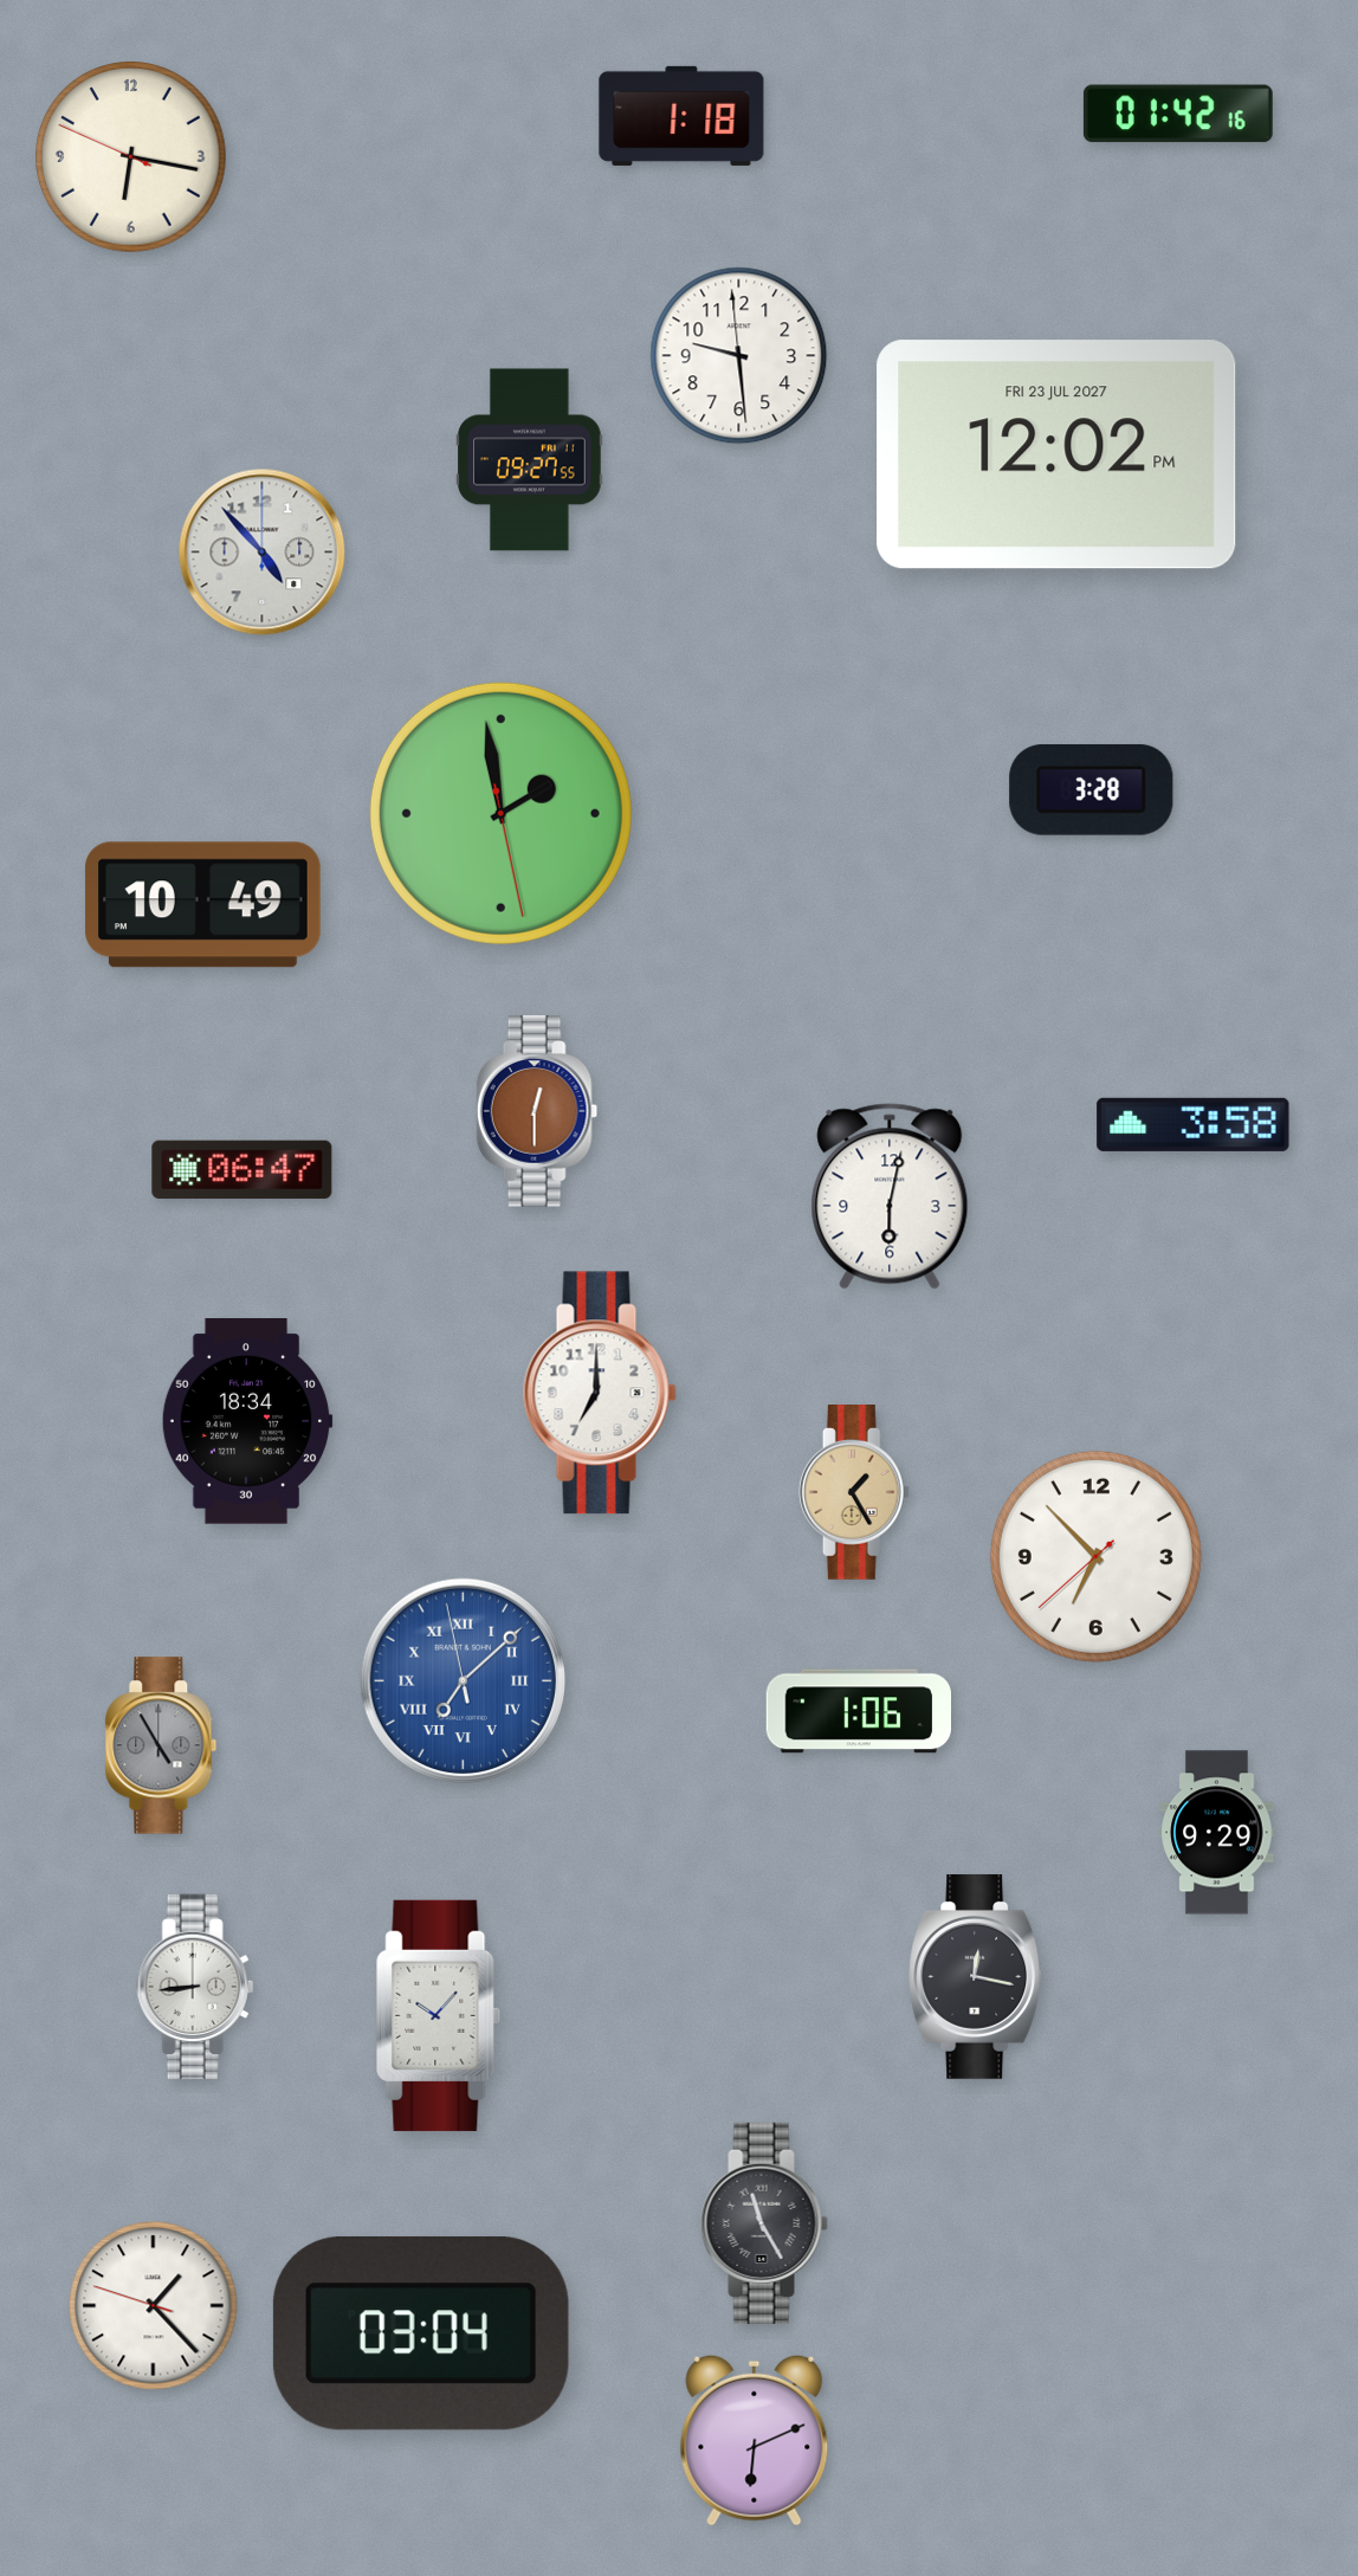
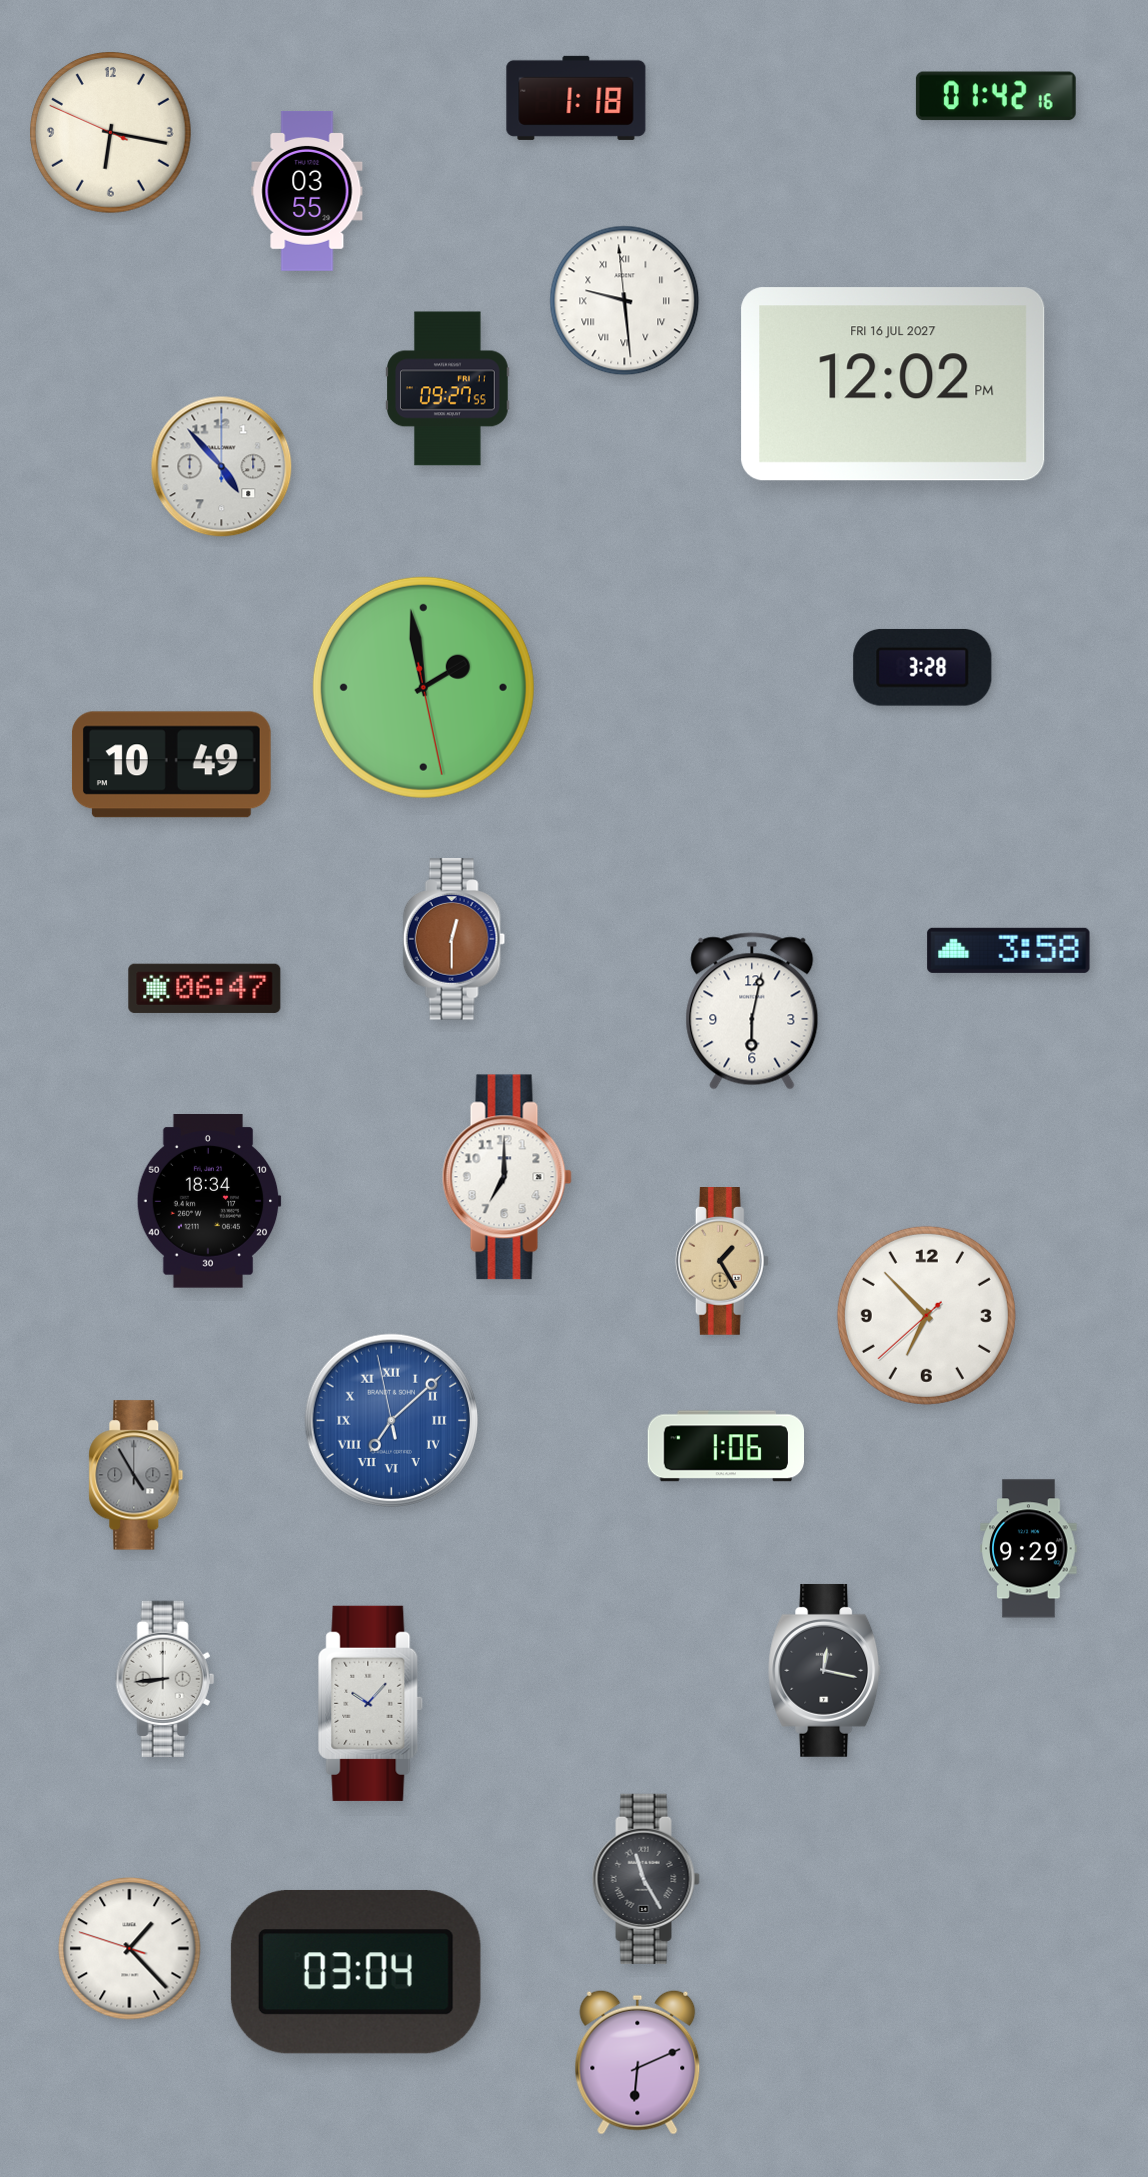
clock at (307, 191): none -> 03:55
clock at (739, 356) numerals: Arabic -> Roman
clock at (1056, 454) date: FRI 23 JUL 2027 -> FRI 16 JUL 2027
